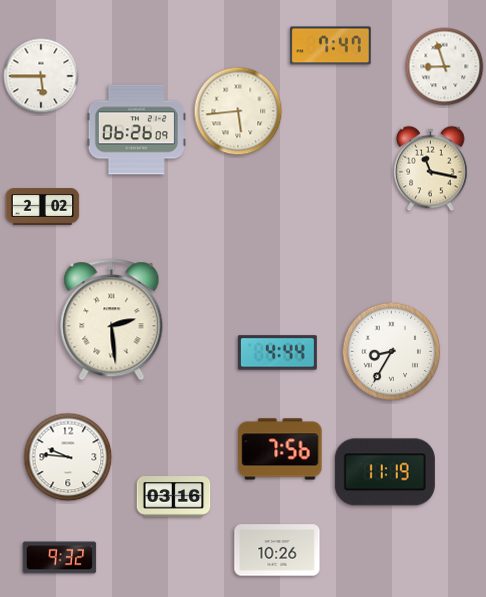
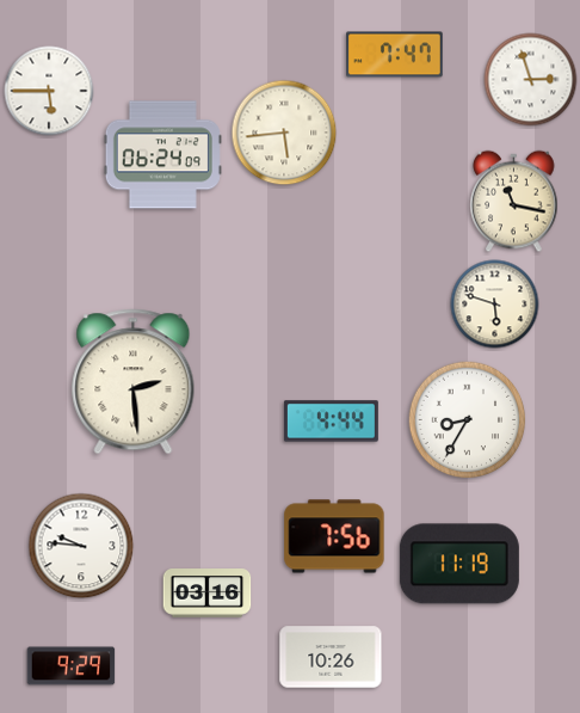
clock at (445, 67): 8:57 -> 2:57
clock at (136, 130): 06:26 -> 06:24
clock at (43, 207): 2:02 -> none
clock at (495, 305): none -> 5:48
clock at (60, 558): 9:32 -> 9:29
